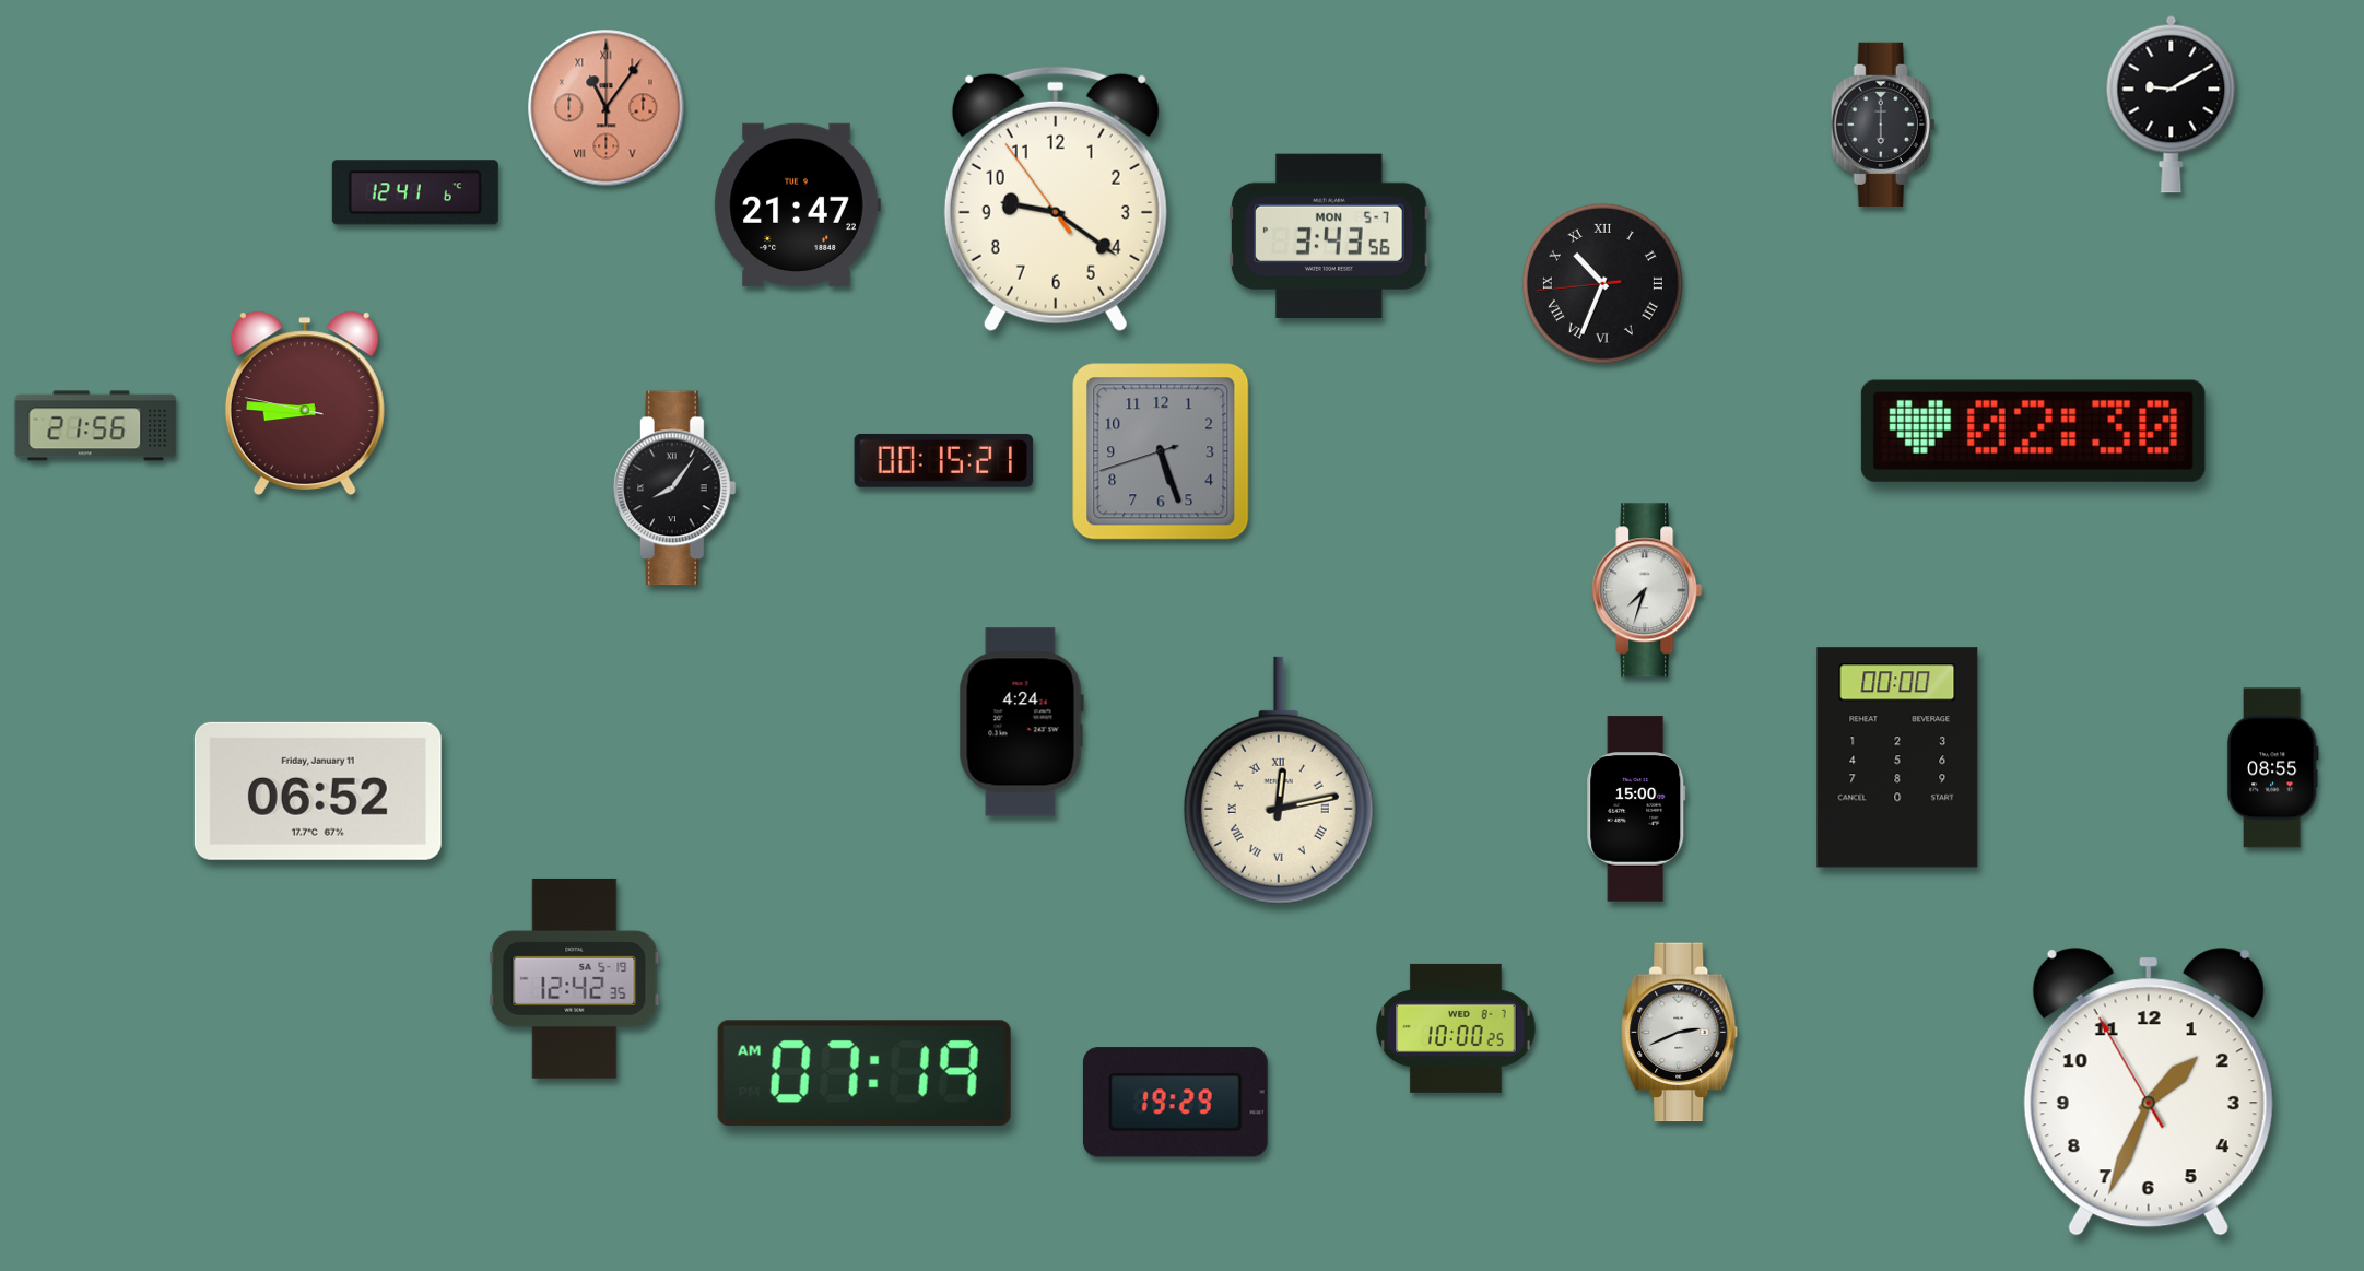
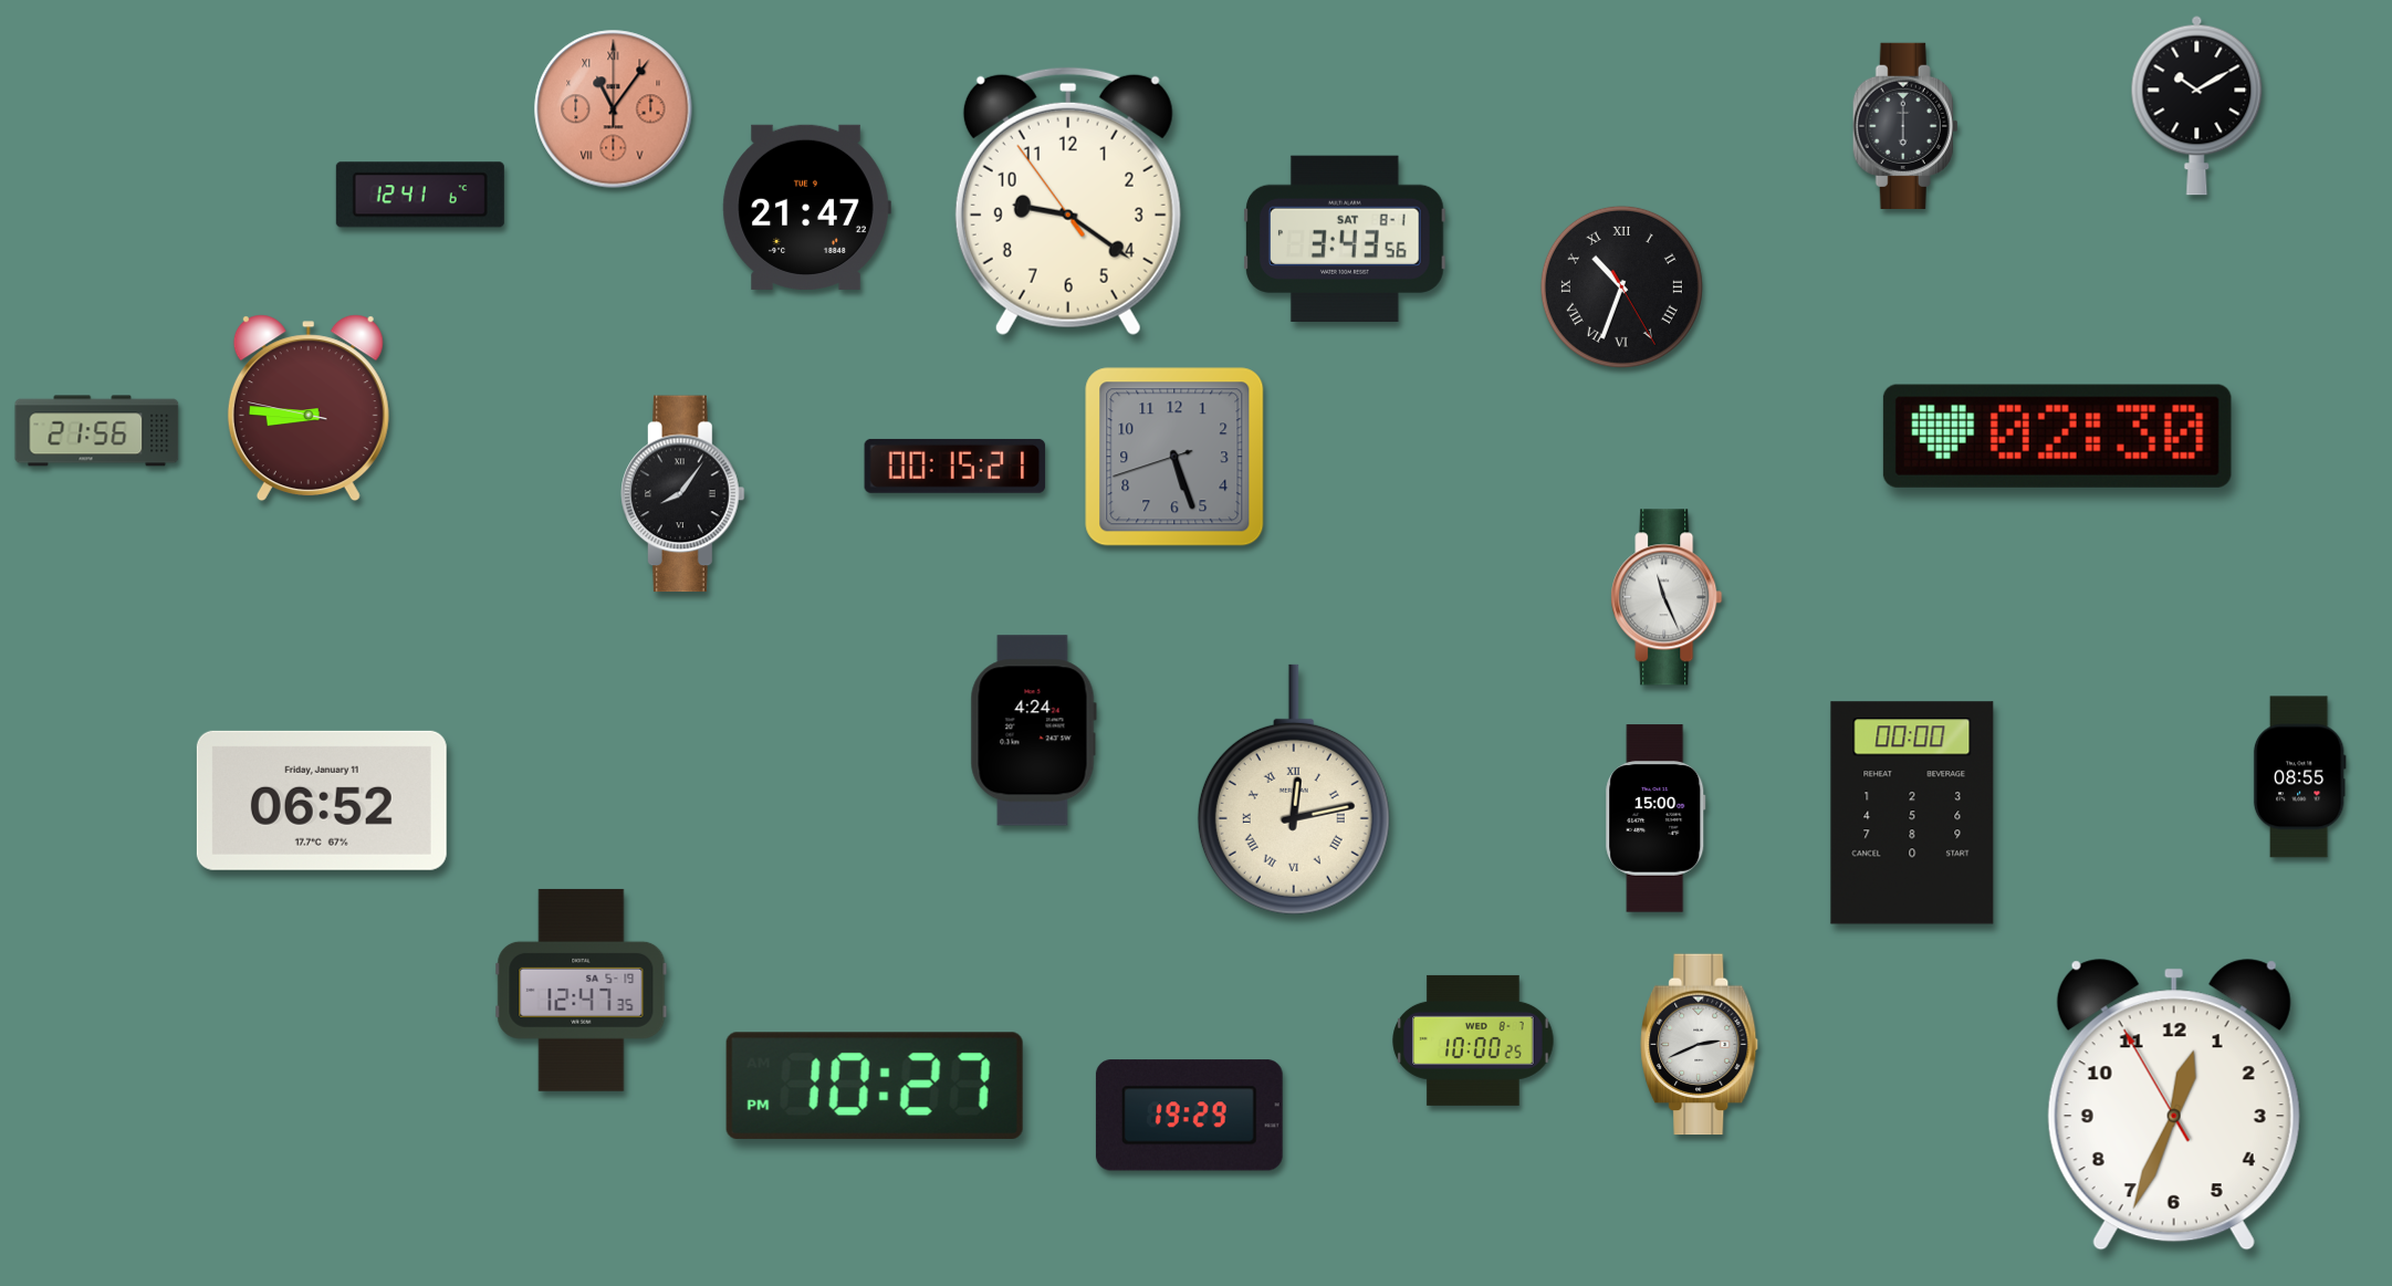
clock at (2172, 104): 9:10 -> 10:10
clock at (1330, 235) date: MON 5-7 -> SAT 8-1
clock at (1602, 283): 10:33:44 -> 10:33:25
clock at (1647, 590): 7:33 -> 11:26
clock at (1897, 757) position: (1897, 757) -> (1912, 813)
clock at (575, 978): 12:42 -> 12:47
clock at (865, 1073): 07:19 -> 10:27
clock at (2149, 1092): 1:33 -> 12:33
